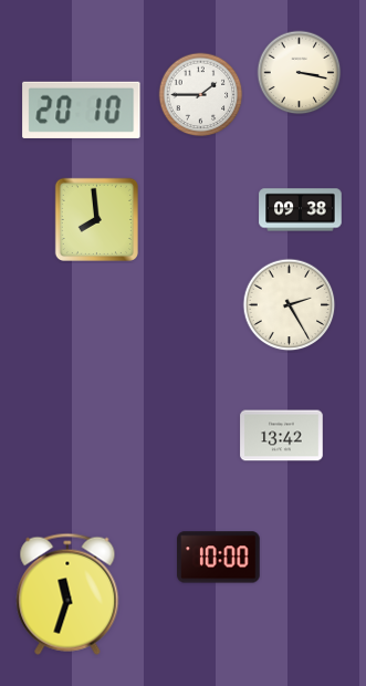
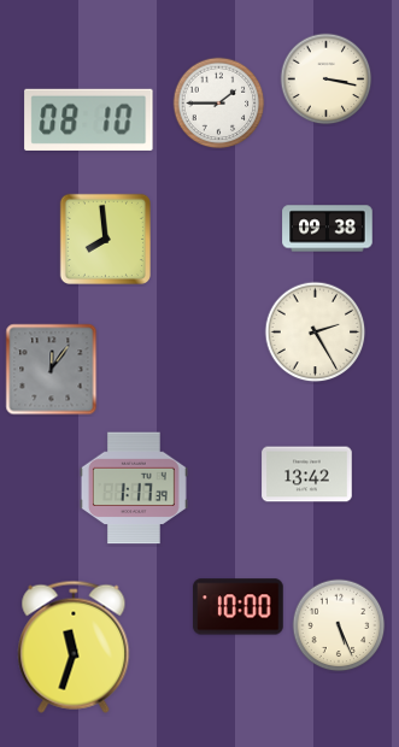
clock at (82, 110): 20:10 -> 08:10
clock at (52, 370): none -> 12:06
clock at (134, 488): none -> 1:17
clock at (339, 625): none -> 5:26
